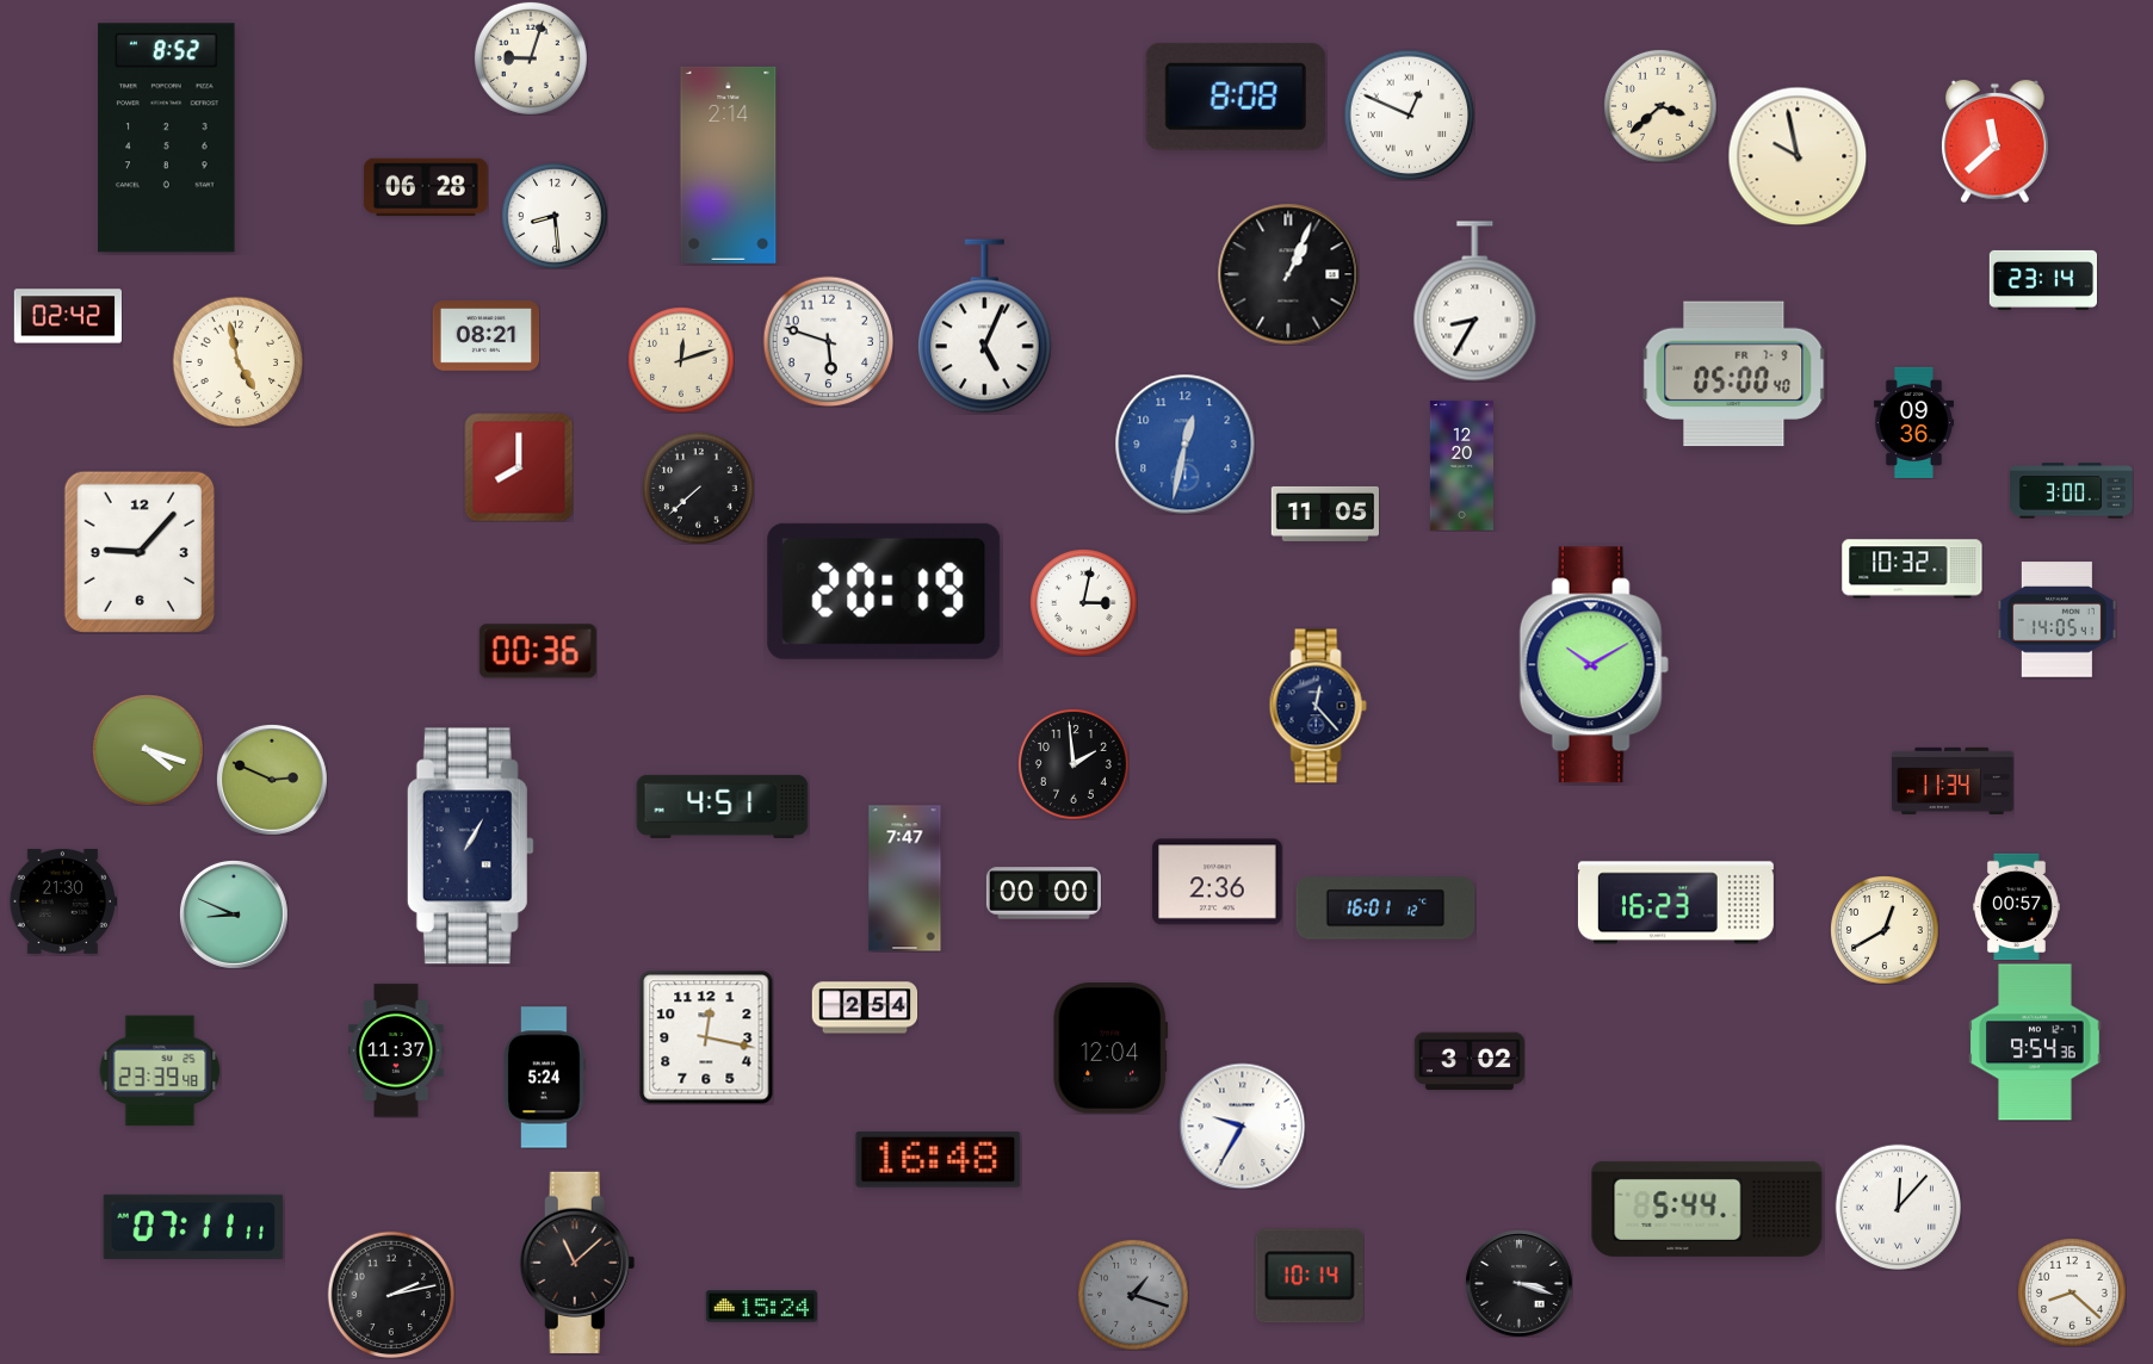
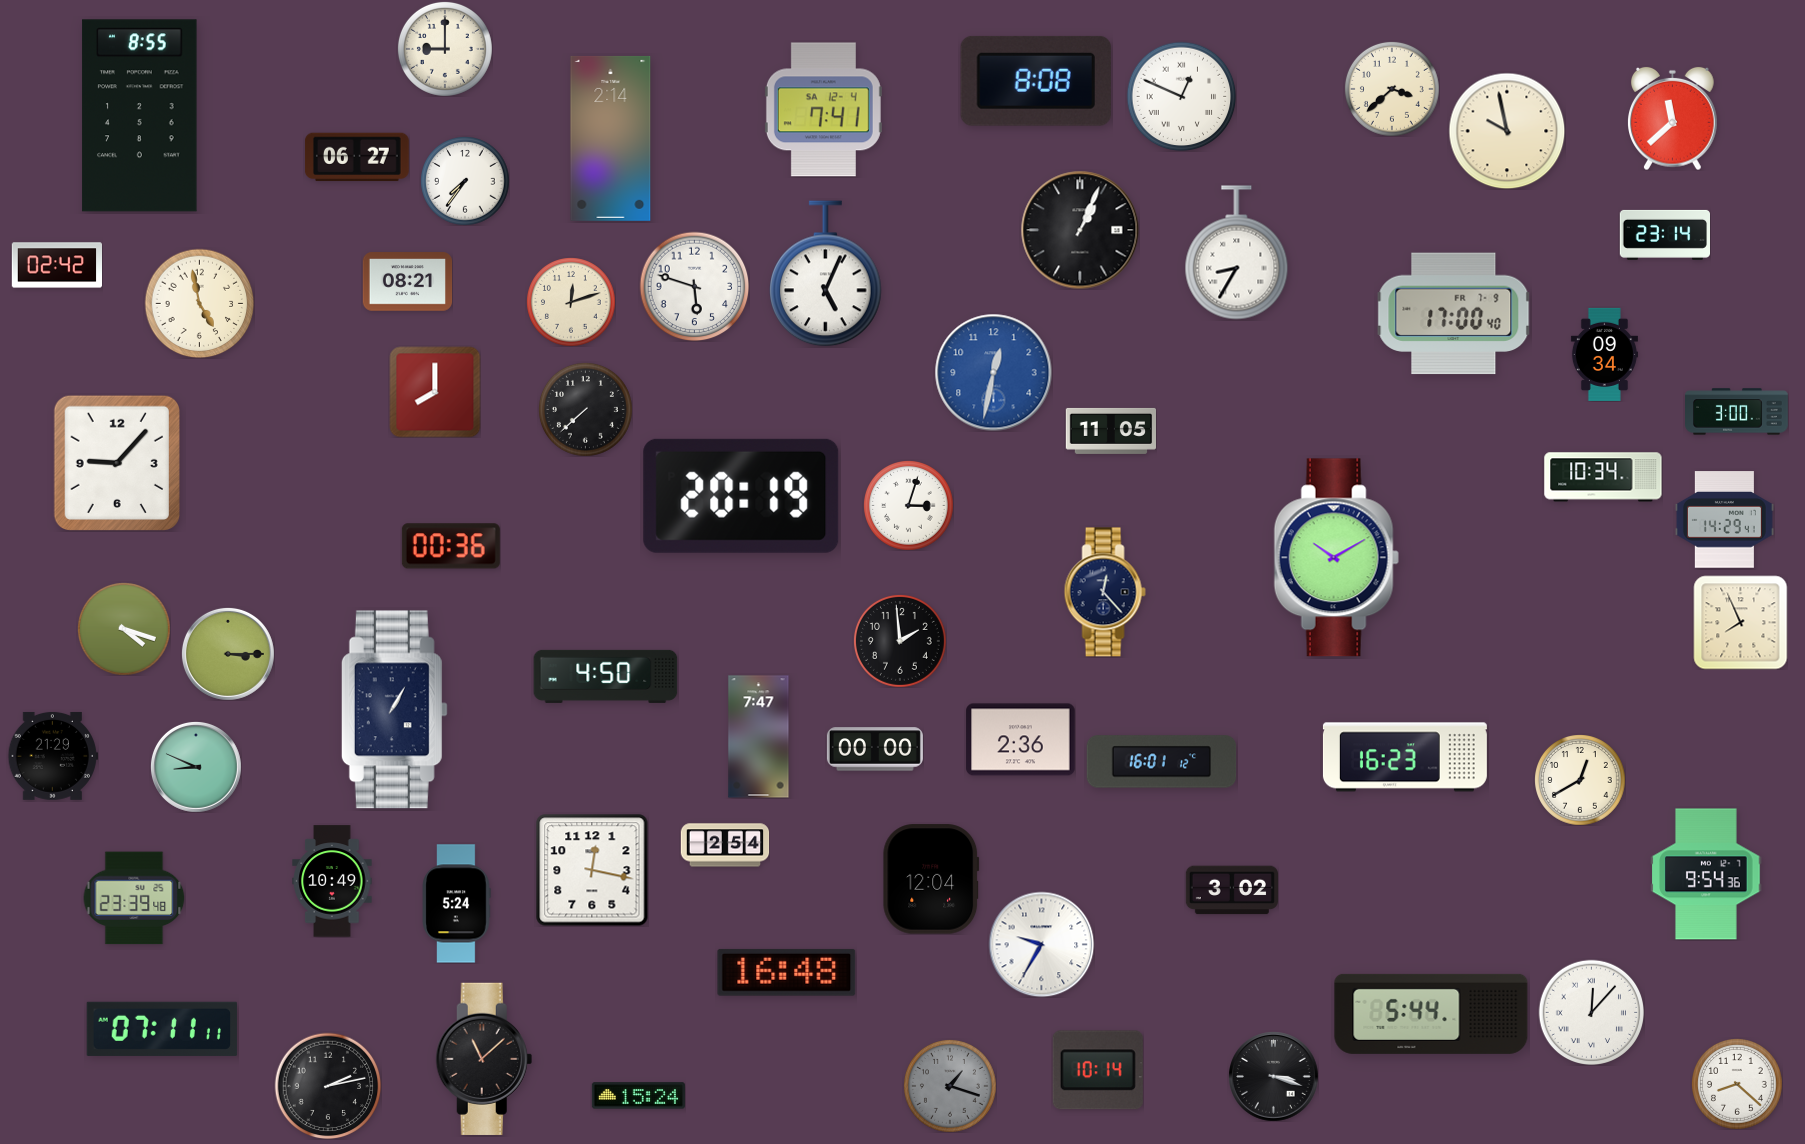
clock at (531, 58): 9:03 -> 9:00
clock at (823, 110): none -> 7:41
clock at (167, 138): 8:52 -> 8:55
clock at (426, 187): 06:28 -> 06:27
clock at (555, 216): 8:29 -> 7:36
clock at (2042, 280) position: (2042, 280) -> (1664, 235)
clock at (1734, 374): 05:00 -> 17:00
clock at (1913, 422): 09:36 -> 09:34
clock at (1461, 466): 12:20 -> none
clock at (1912, 569): 10:32 -> 10:34
clock at (1084, 603): 3:02 -> 3:03
clock at (2056, 620): 14:05 -> 14:29
clock at (1740, 622): none -> 7:56
clock at (272, 780): 2:49 -> 3:15
clock at (1954, 781): 11:34 -> none
clock at (723, 806): 4:51 -> 4:50
clock at (62, 901): 21:30 -> 21:29
clock at (2017, 906): 00:57 -> none
clock at (396, 1050): 11:37 -> 10:49
